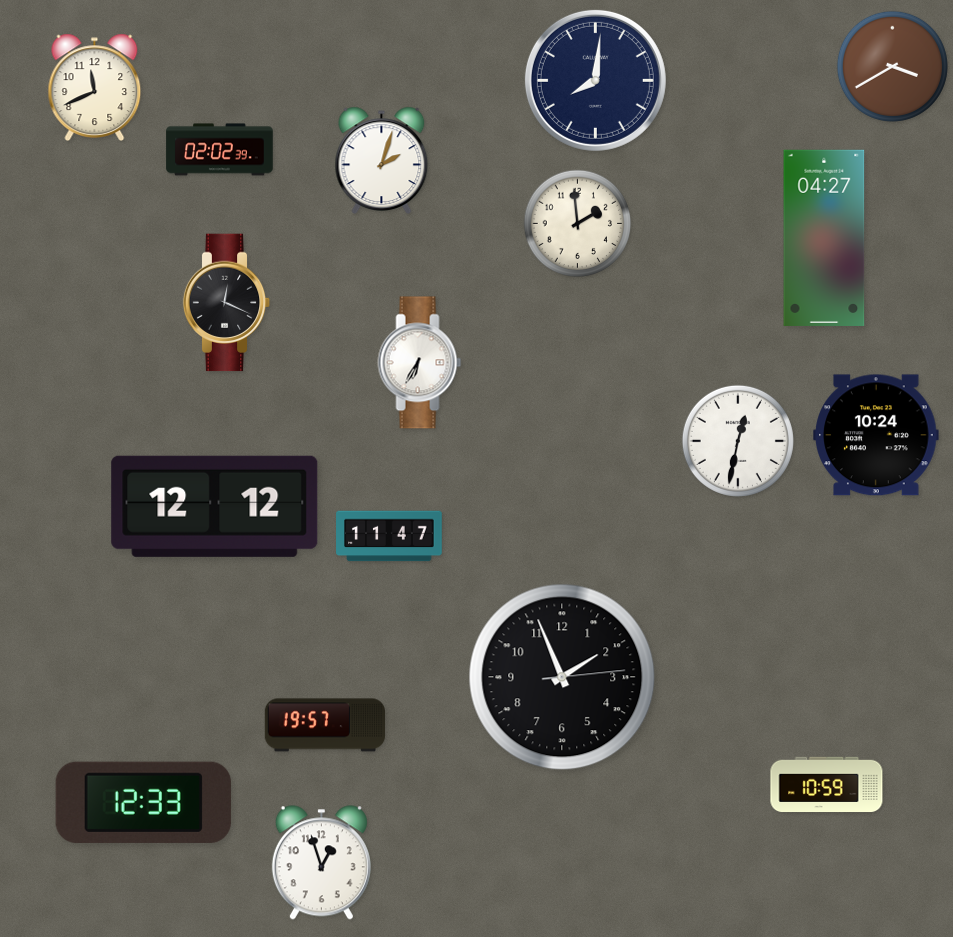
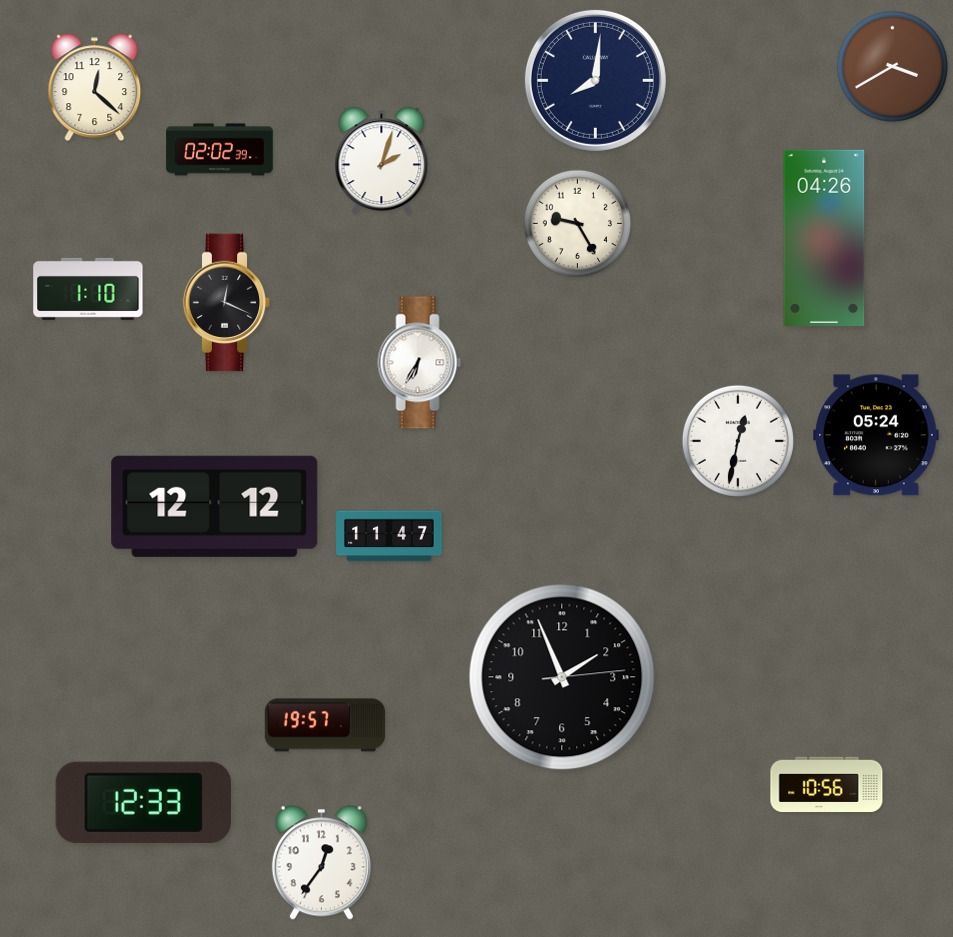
clock at (95, 87): 11:41 -> 12:22
clock at (578, 224): 1:59 -> 9:25
clock at (824, 238): 04:27 -> 04:26
clock at (88, 289): none -> 1:10
clock at (876, 435): 10:24 -> 05:24
clock at (827, 785): 10:59 -> 10:56
clock at (321, 863): 12:57 -> 12:36
